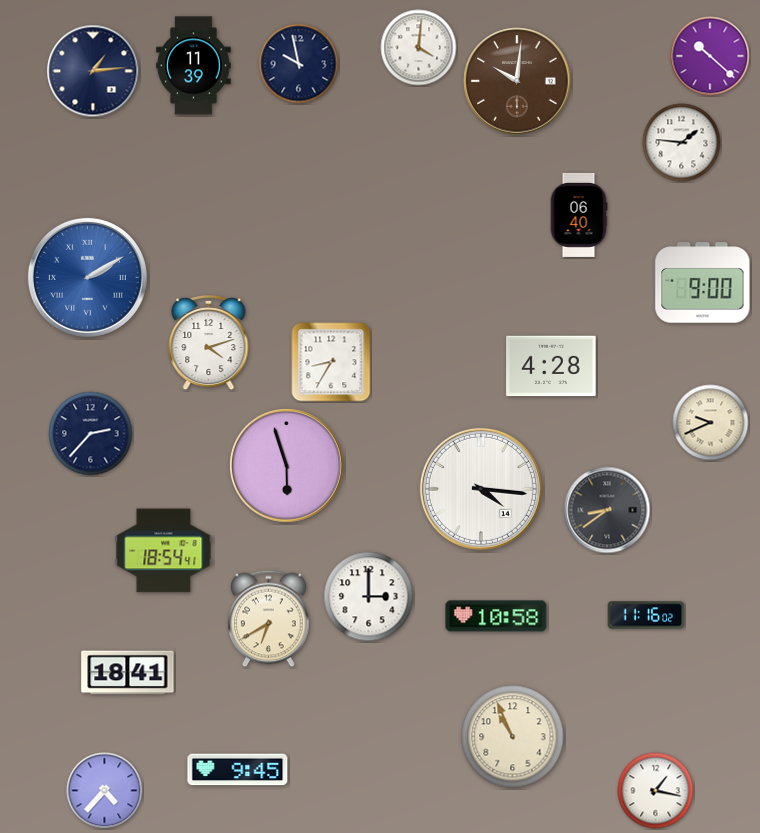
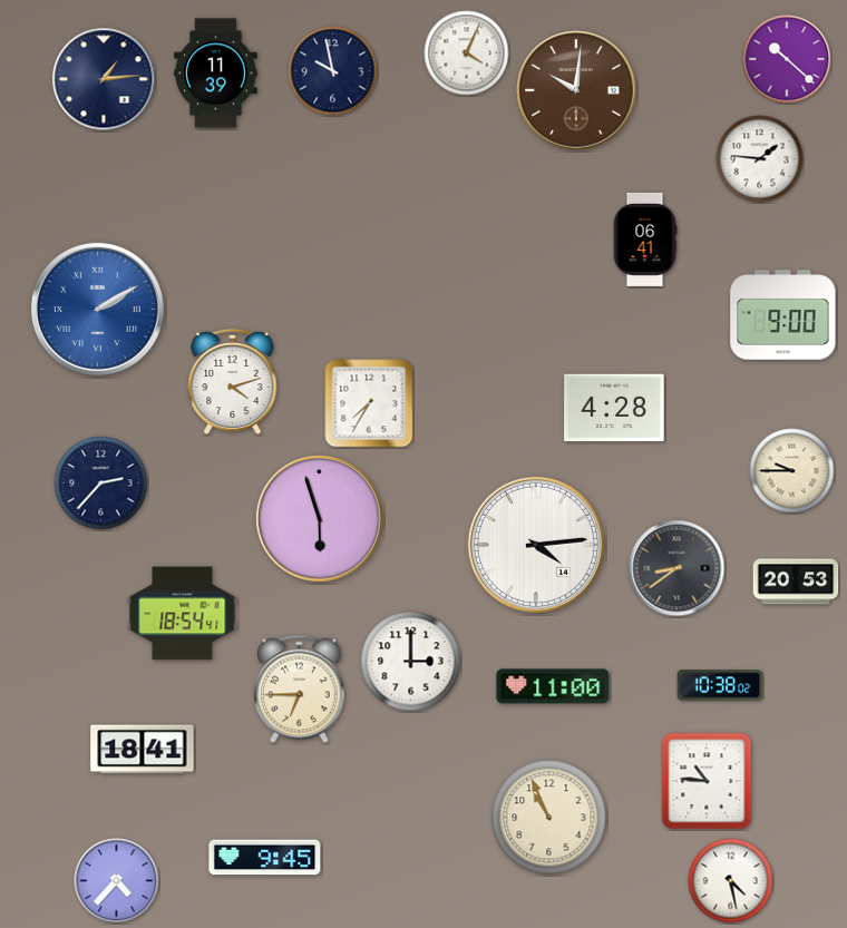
clock at (419, 48): 4:01 -> 4:04
clock at (710, 56) position: (710, 56) -> (787, 59)
clock at (579, 215): 06:40 -> 06:41
clock at (331, 362): 8:35 -> 7:35
clock at (711, 423): 9:41 -> 9:45
clock at (481, 489): 4:16 -> 4:14
clock at (796, 582): none -> 20:53
clock at (369, 597) position: (369, 597) -> (411, 662)
clock at (646, 615): 11:16 -> 10:38
clock at (496, 616): 10:58 -> 11:00
clock at (269, 619): 6:40 -> 6:45
clock at (707, 781): none -> 10:46
clock at (513, 737) position: (513, 737) -> (549, 818)
clock at (656, 791): 1:17 -> 4:28
